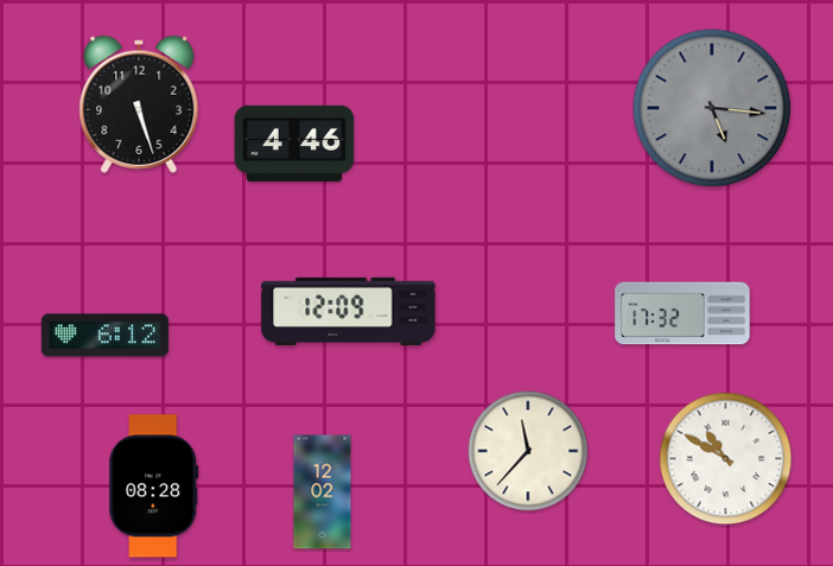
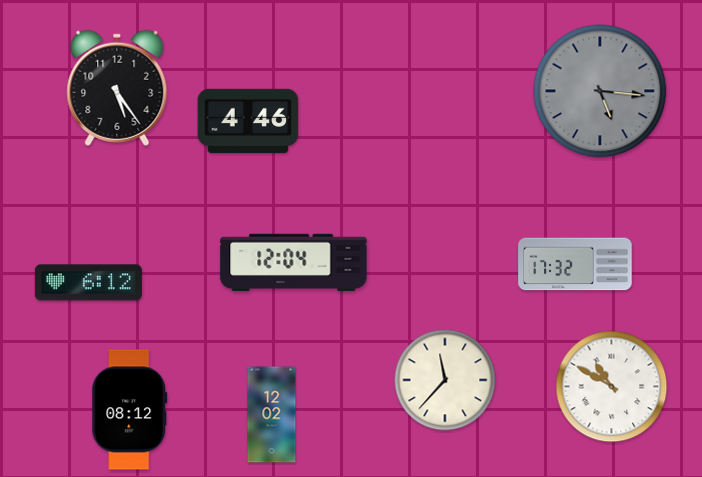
clock at (139, 104): 5:27 -> 5:24
clock at (349, 311): 12:09 -> 12:04
clock at (154, 486): 08:28 -> 08:12
